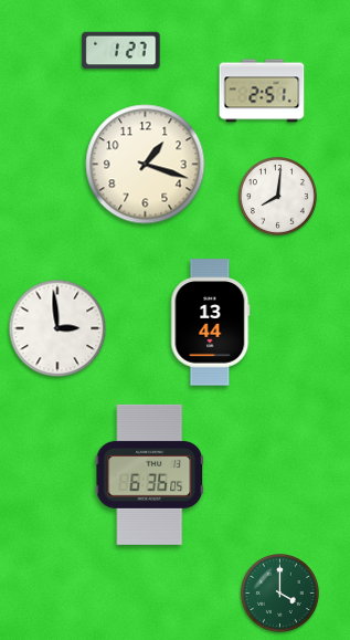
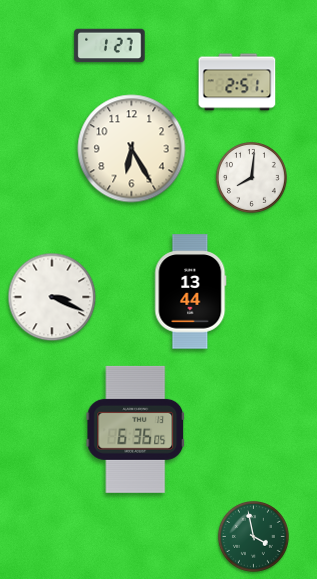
clock at (146, 165): 1:18 -> 6:25
clock at (57, 328): 2:59 -> 3:19
clock at (279, 592): 4:00 -> 3:58
